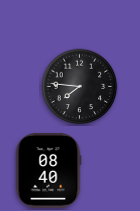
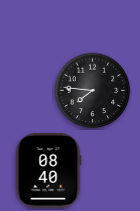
clock at (80, 87) position: (80, 87) -> (93, 91)
